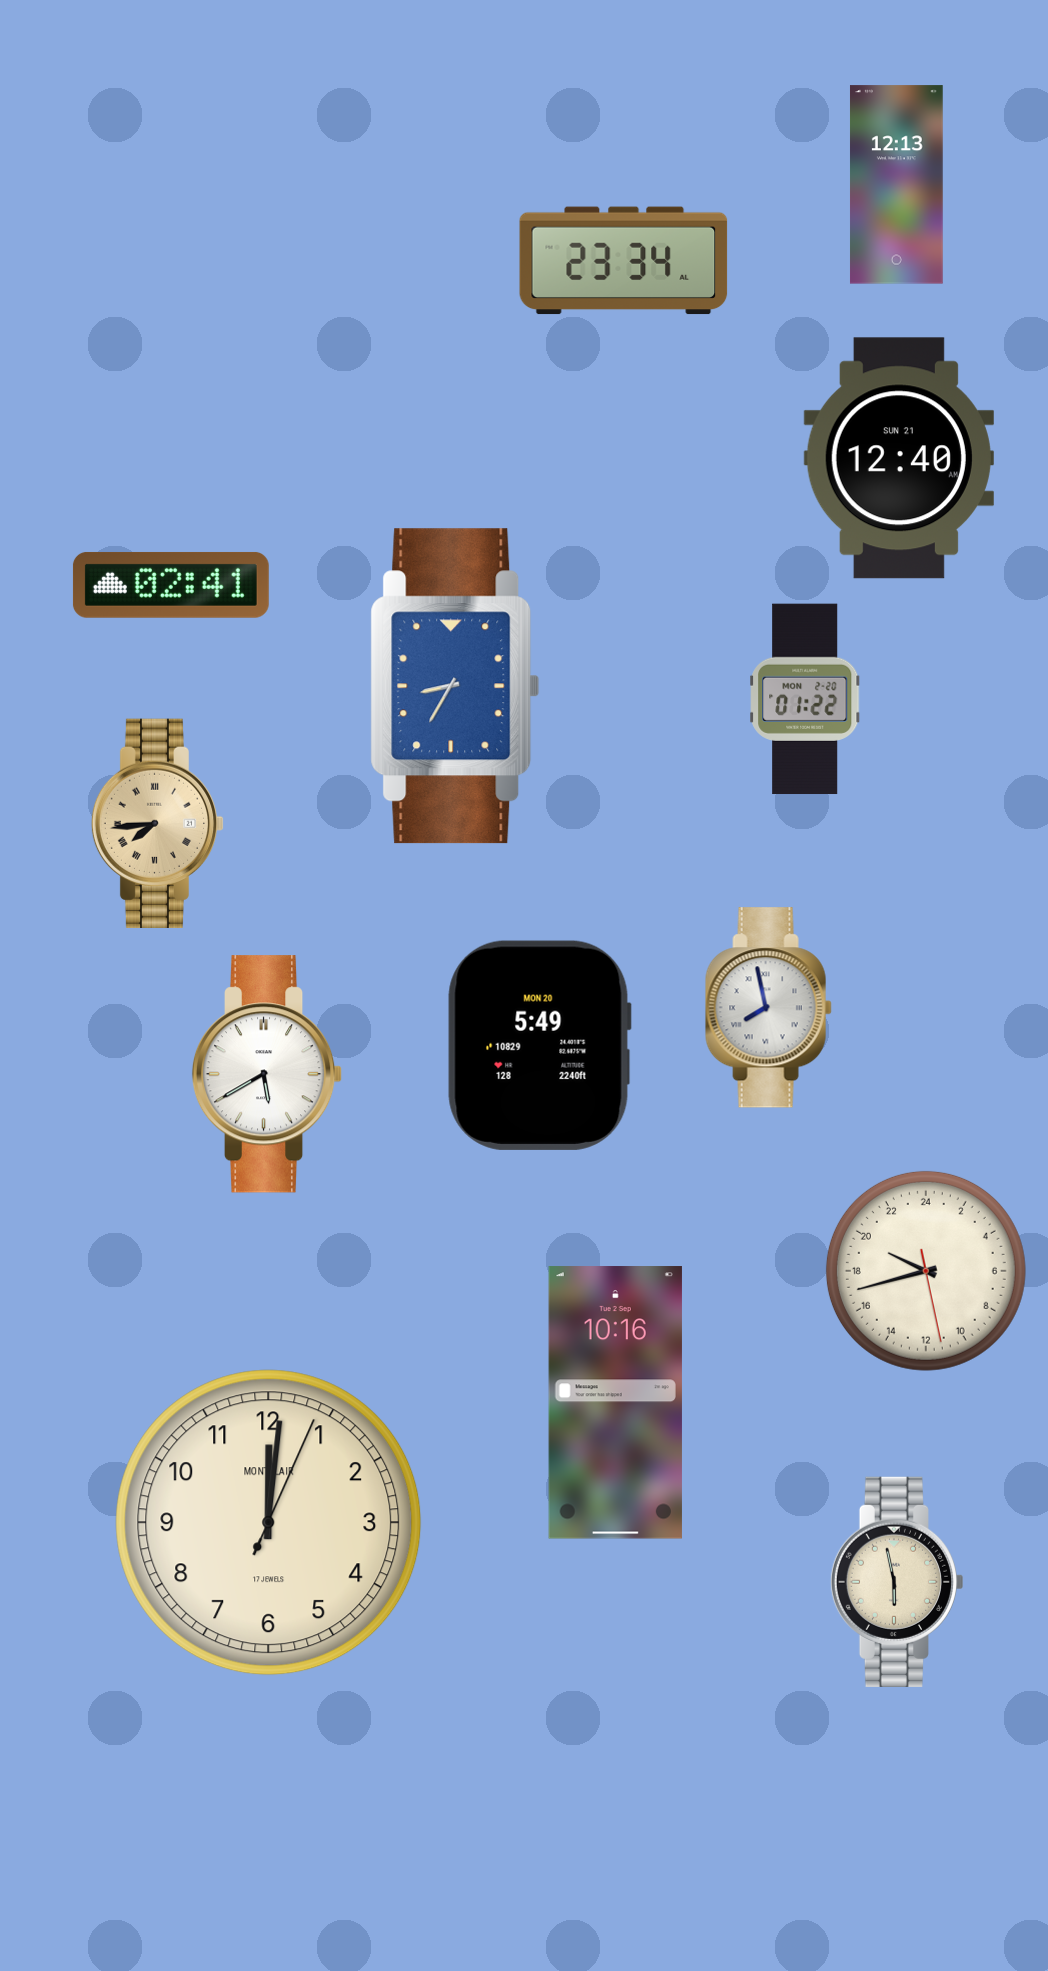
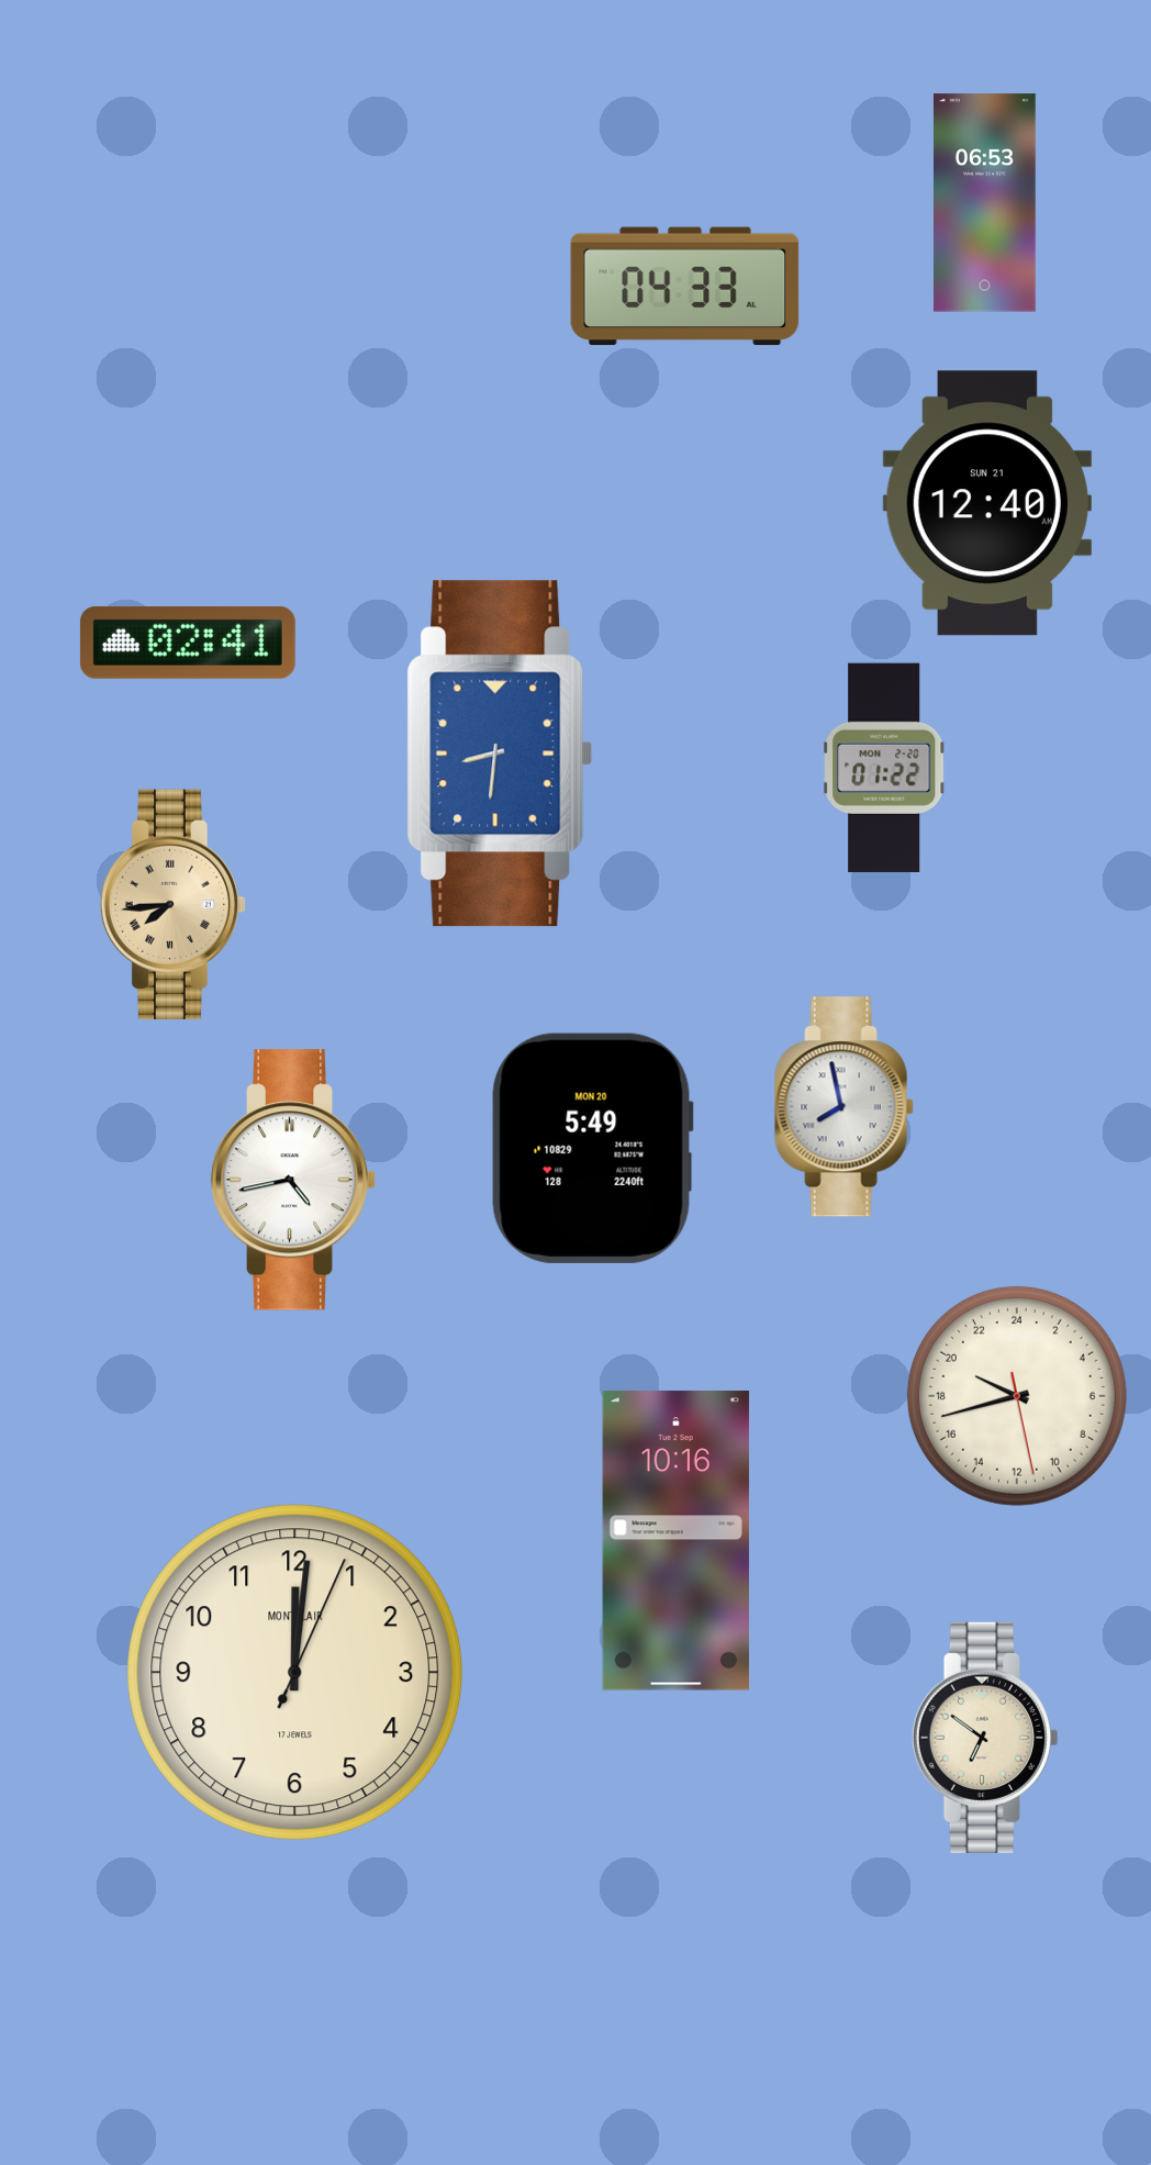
clock at (896, 185): 12:13 -> 06:53
clock at (624, 261): 23:34 -> 04:33
clock at (455, 686): 8:35 -> 8:31
clock at (267, 1074): 5:40 -> 4:43
clock at (896, 1582): 5:58 -> 6:51
